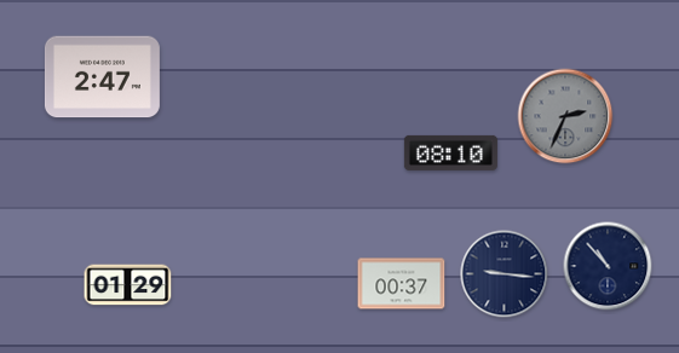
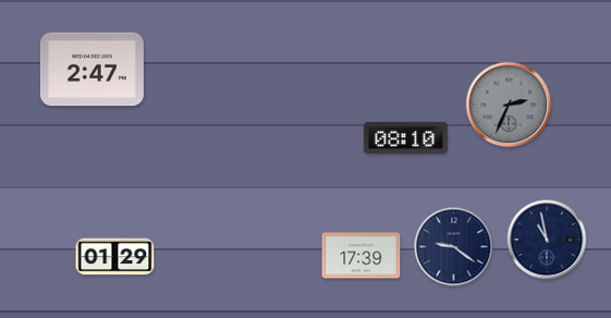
clock at (608, 266): 10:53 -> 10:58
clock at (505, 274): 9:16 -> 9:21
clock at (402, 284): 00:37 -> 17:39
